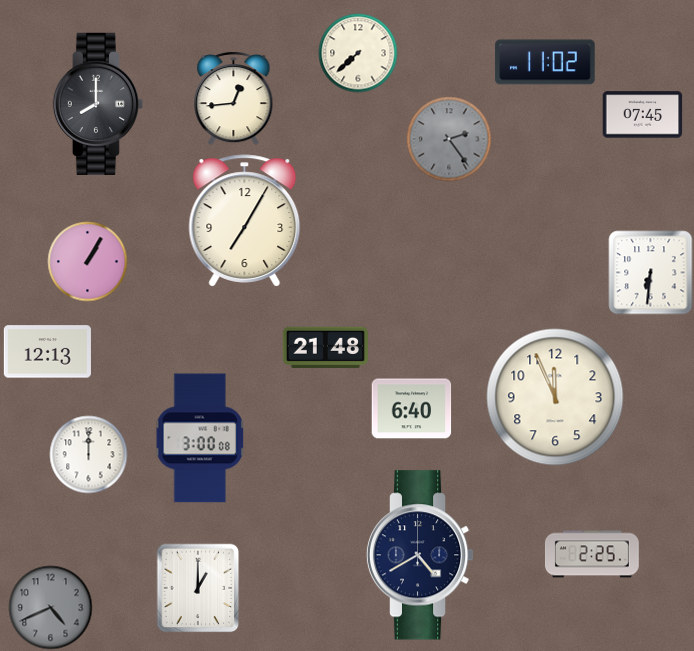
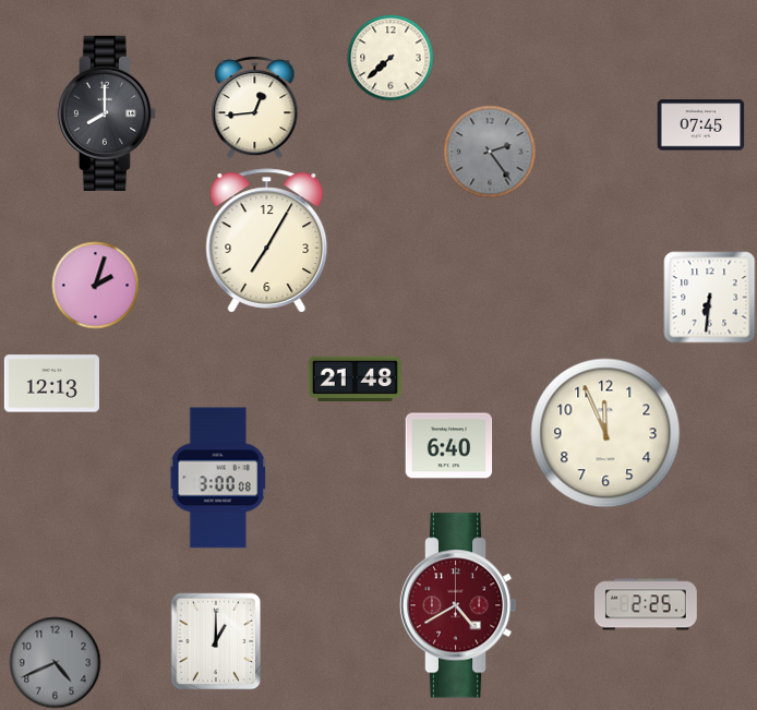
clock at (545, 62): 11:02 -> none
clock at (87, 261): 1:05 -> 2:03
clock at (88, 454): 12:00 -> none
clock at (420, 555) dial: navy -> burgundy
